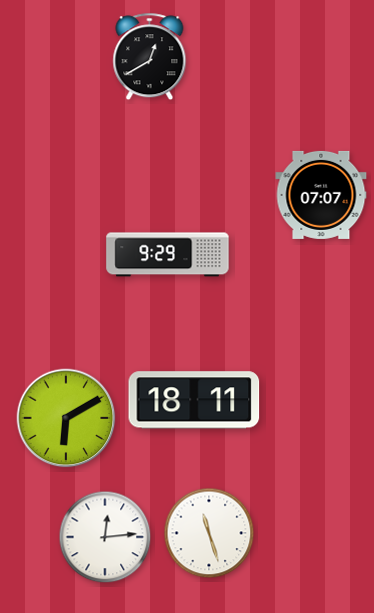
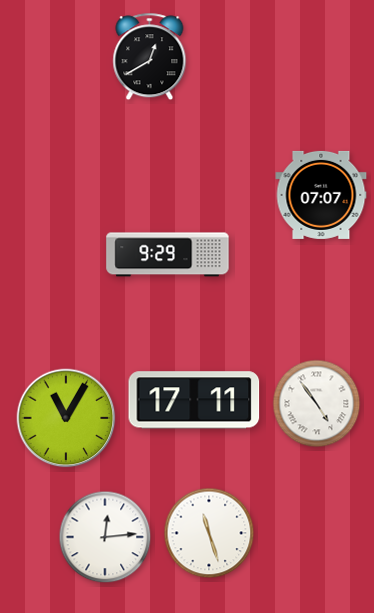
clock at (194, 400): 18:11 -> 17:11
clock at (317, 404): none -> 4:54
clock at (66, 418): 6:10 -> 11:05
